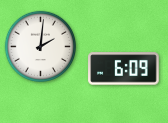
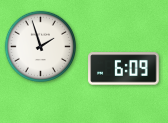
clock at (41, 47): 2:01 -> 1:57
